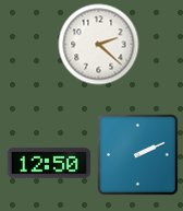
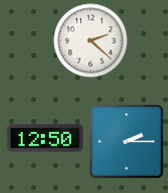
clock at (138, 155): 2:11 -> 2:15
clock at (49, 163) position: (49, 163) -> (45, 138)
